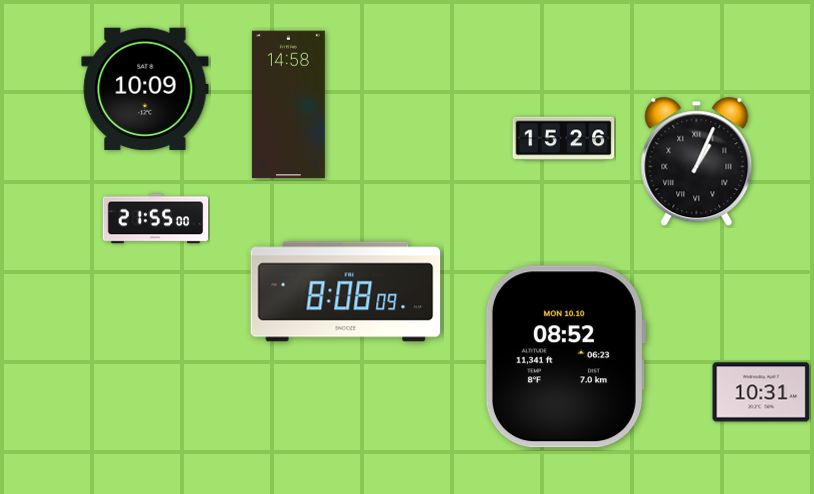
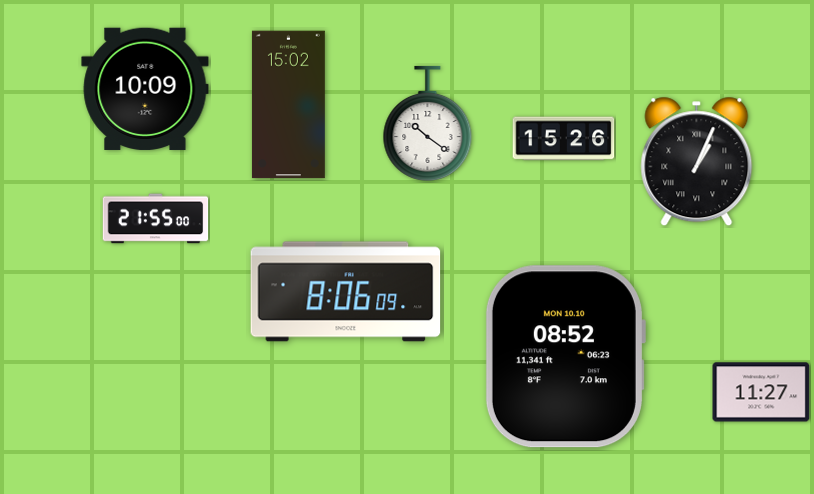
clock at (288, 105): 14:58 -> 15:02
clock at (428, 123): none -> 10:21
clock at (346, 292): 8:08 -> 8:06
clock at (761, 392): 10:31 -> 11:27
